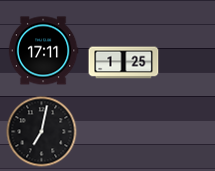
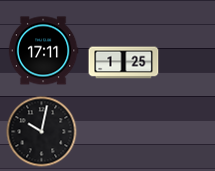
clock at (42, 132): 7:02 -> 10:02
